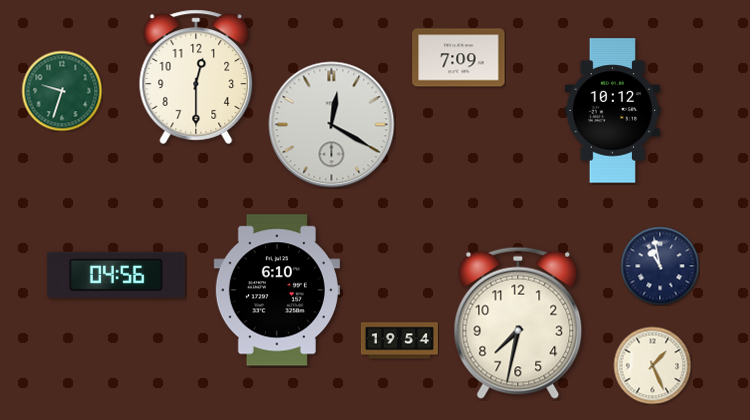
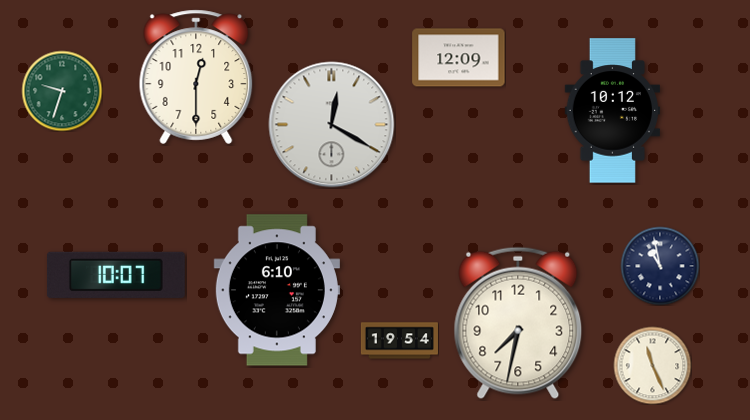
clock at (459, 58): 7:09 -> 12:09
clock at (116, 275): 04:56 -> 10:07
clock at (652, 365): 1:26 -> 11:26
